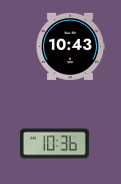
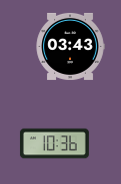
clock at (70, 46): 10:43 -> 03:43
